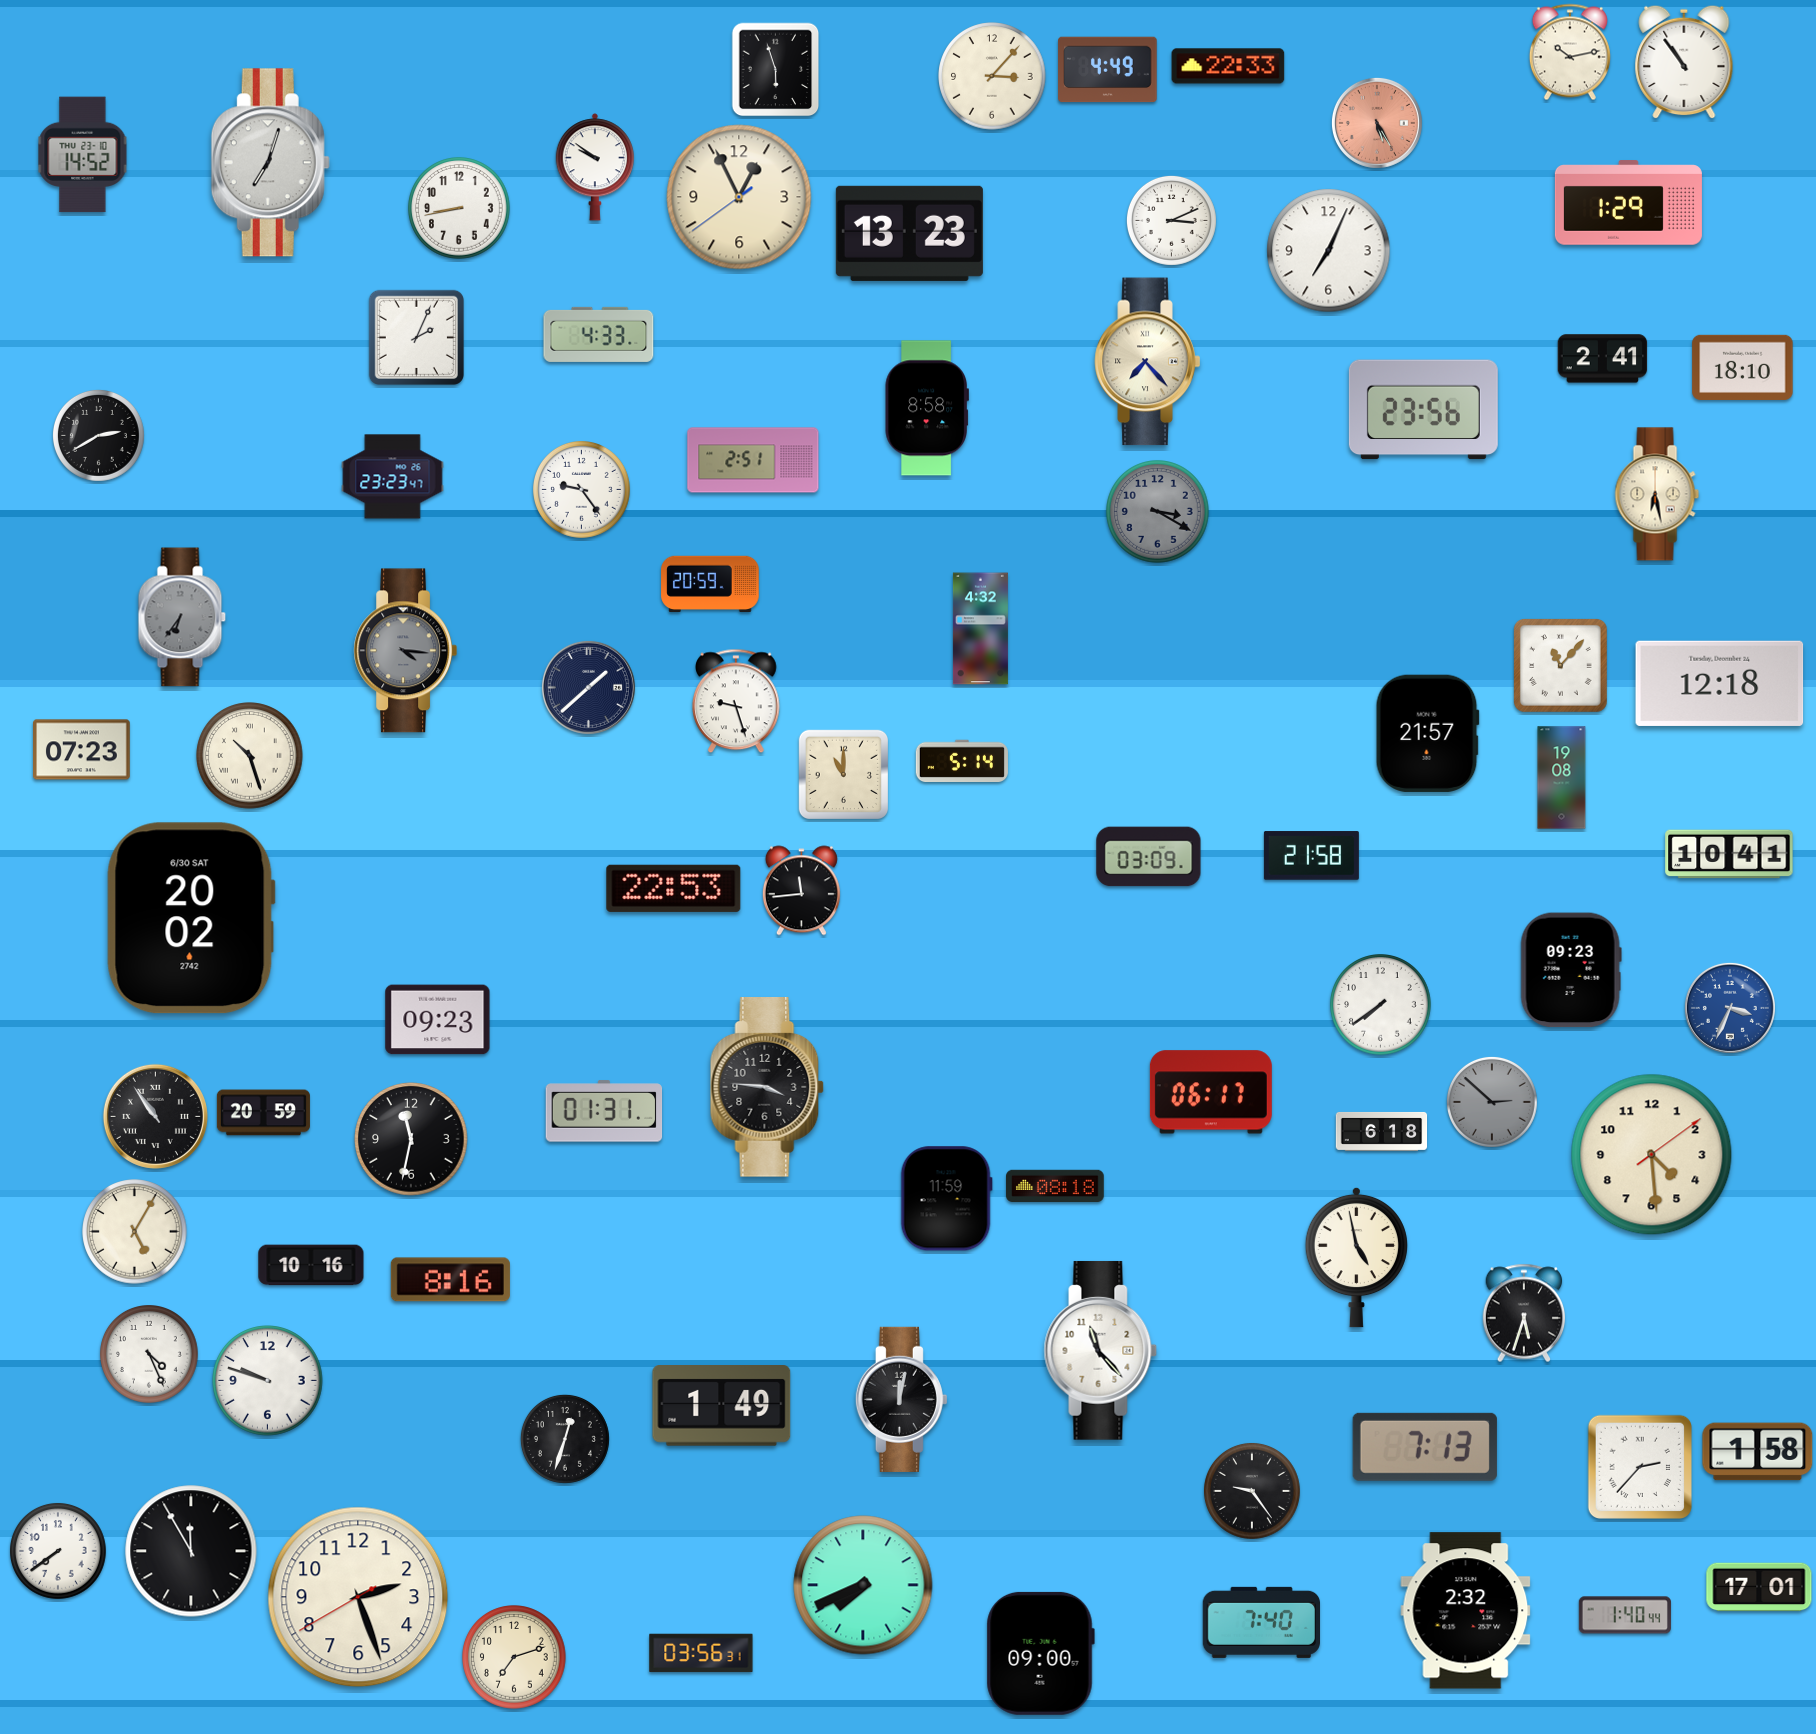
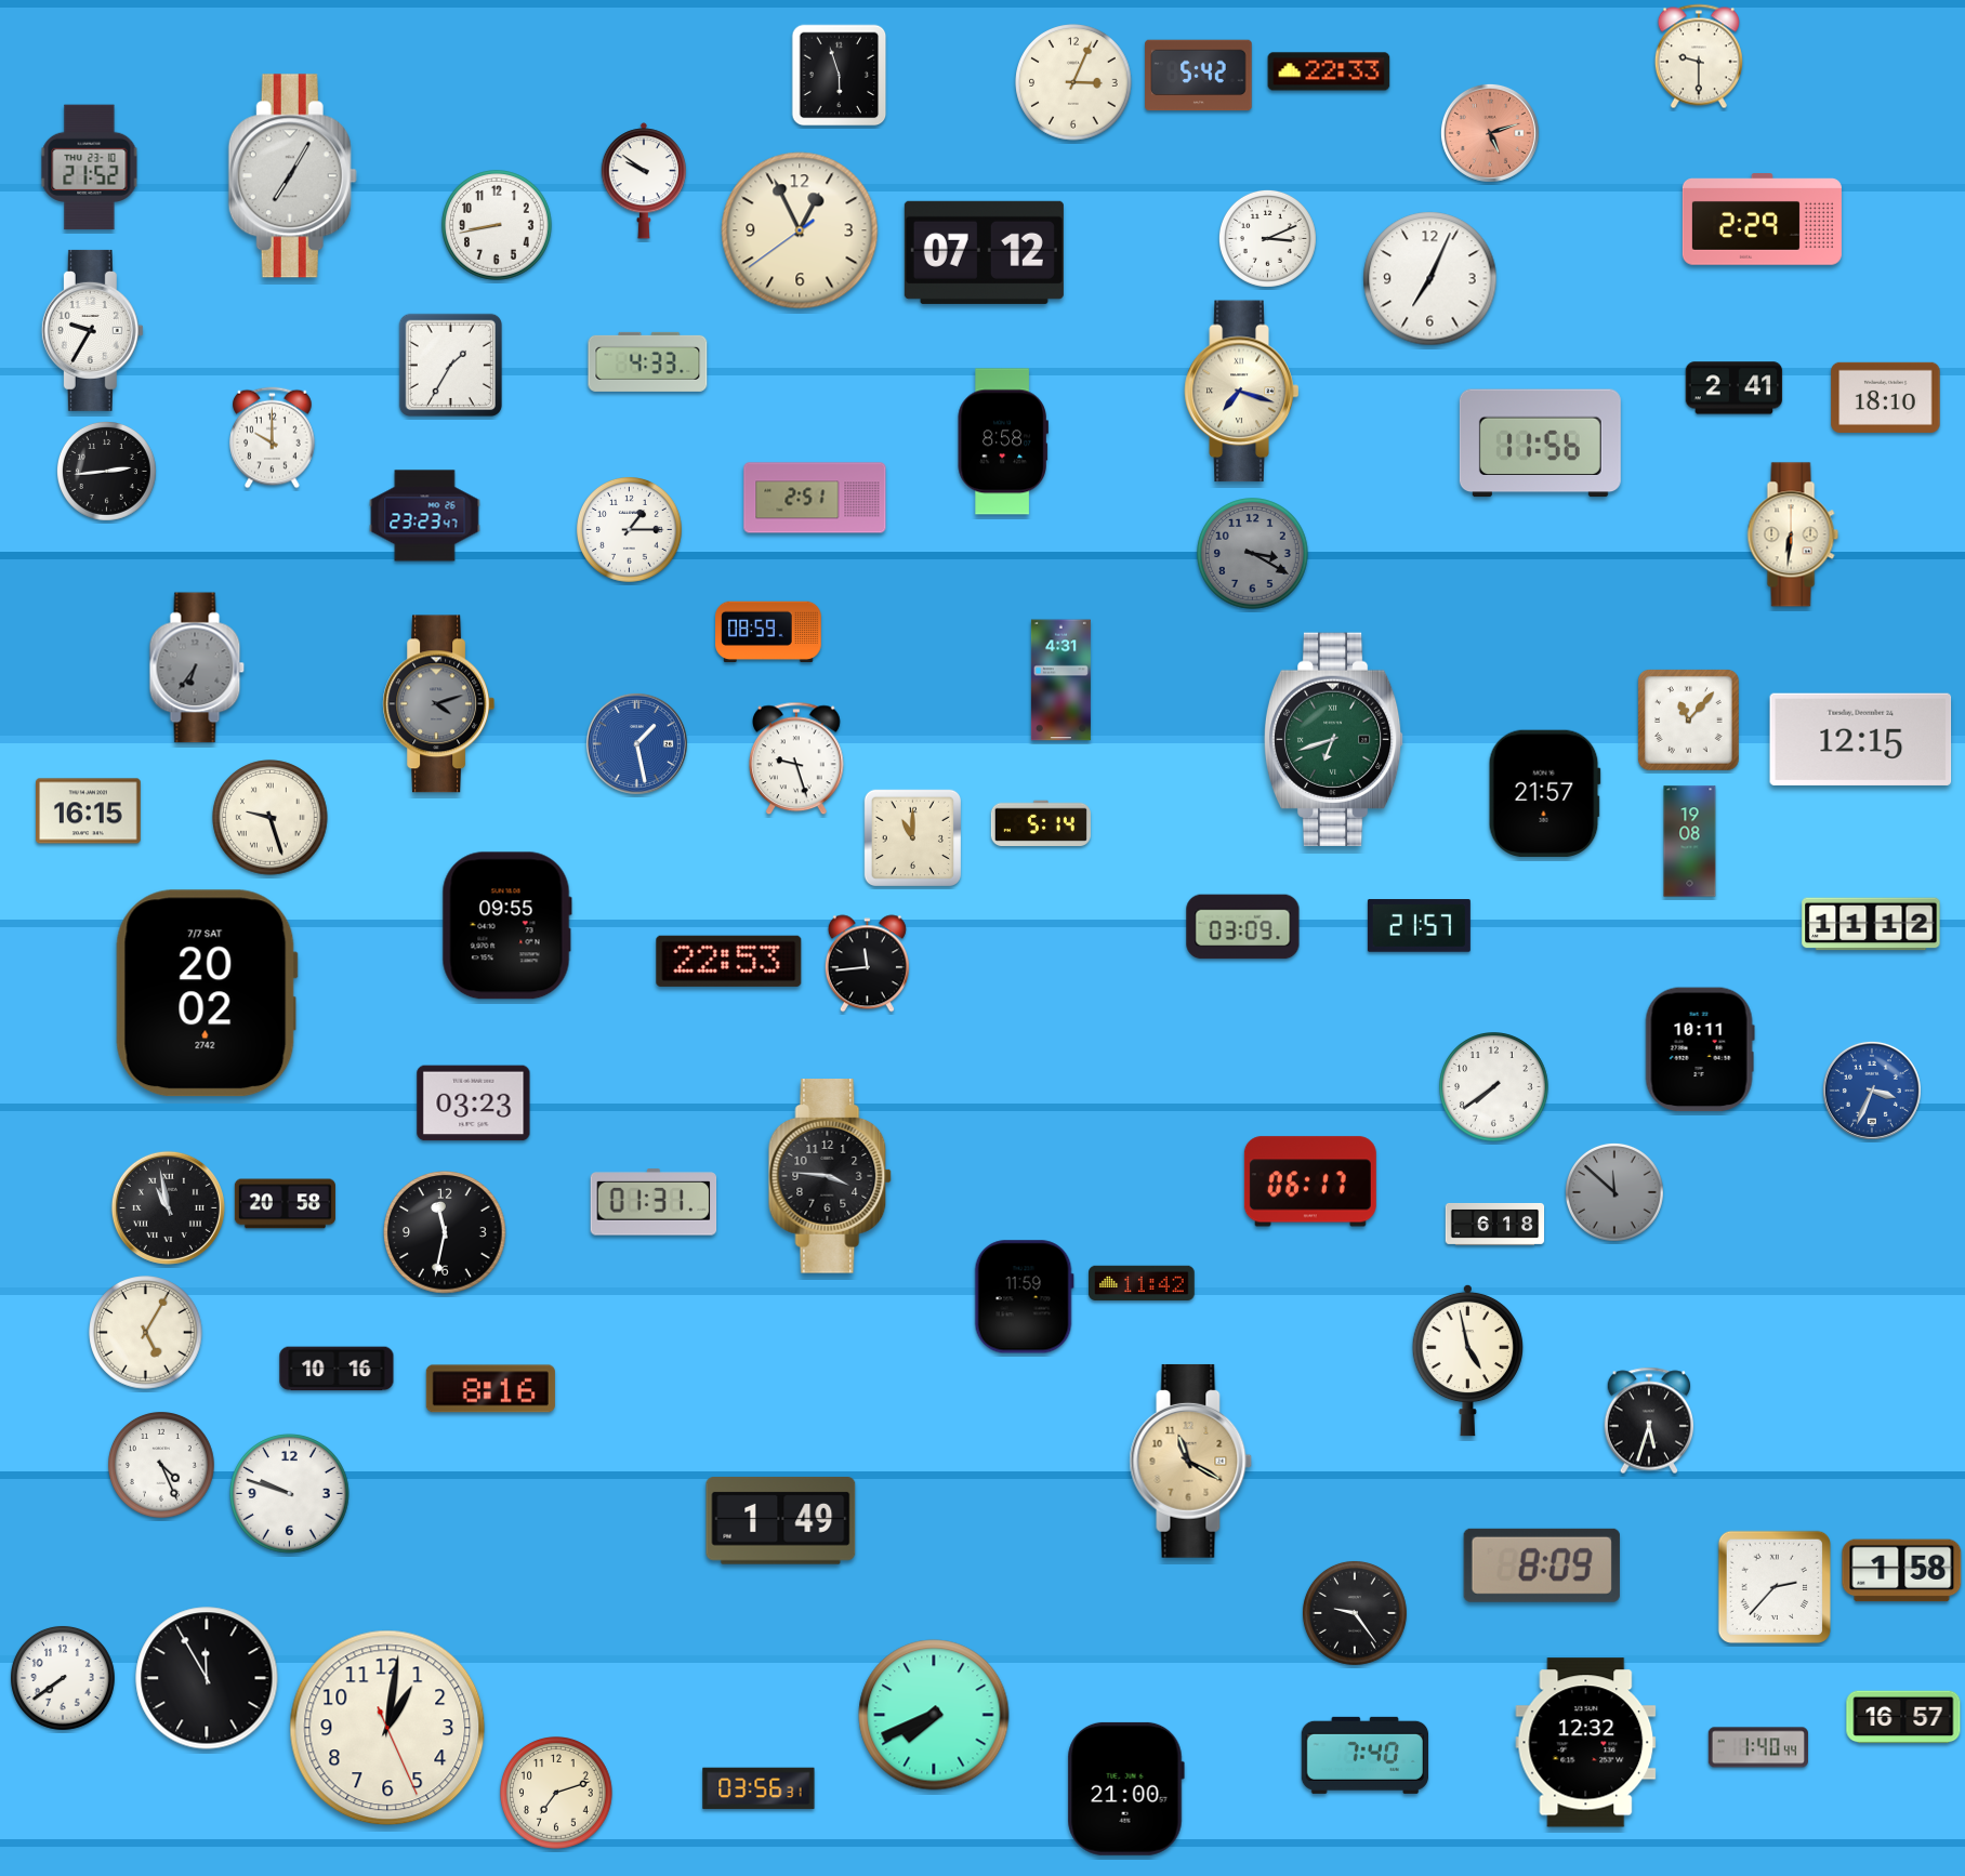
clock at (1570, 52): 10:13 -> 9:30
clock at (1684, 62): 10:54 -> none
clock at (1108, 70): 4:49 -> 5:42
clock at (992, 76): 3:07 -> 3:04
clock at (1377, 123): 5:25 -> 5:12
clock at (83, 155): 14:52 -> 21:52
clock at (270, 163): 7:03 -> 7:05
clock at (739, 197) position: (739, 197) -> (800, 230)
clock at (1628, 203): 1:29 -> 2:29
clock at (909, 233): 13:23 -> 07:12
clock at (1329, 251) position: (1329, 251) -> (1430, 279)
clock at (92, 330): none -> 9:35
clock at (416, 337): 2:04 -> 1:35
clock at (1148, 362): 7:23 -> 7:18
clock at (273, 438): none -> 10:00
clock at (1423, 410): 23:56 -> 11:56
clock at (98, 435): 2:40 -> 2:44
clock at (582, 490): 9:24 -> 1:15
clock at (1657, 494): 6:28 -> 6:31
clock at (710, 583): 20:59 -> 08:59
clock at (980, 629): 4:32 -> 4:31
clock at (406, 651): 4:16 -> 4:12
clock at (1334, 739): none -> 6:42
clock at (1720, 683): 12:18 -> 12:15
clock at (588, 687): 1:38 -> 1:28
clock at (588, 687) dial: navy -> blue
clock at (82, 750): 07:23 -> 16:15
clock at (250, 756): 10:27 -> 9:27
clock at (1729, 854): 10:41 -> 11:12
clock at (506, 926): none -> 09:55
clock at (1311, 856): 21:58 -> 21:57
clock at (191, 918) date: 6/30 SAT -> 7/7 SAT
clock at (1571, 970): 09:23 -> 10:11
clock at (438, 1020): 09:23 -> 03:23
clock at (1492, 1102): 2:52 -> 11:52
clock at (263, 1113): 20:59 -> 20:58
clock at (155, 1116): 10:54 -> 10:58
clock at (1652, 1155): 4:29 -> none
clock at (1055, 1186): 08:18 -> 11:42
clock at (450, 1280) position: (450, 1280) -> (490, 1389)
clock at (1101, 1351): 11:23 -> 11:20
clock at (1101, 1351) dial: white -> champagne
clock at (901, 1399): 12:02 -> none
clock at (565, 1439): 12:33 -> none
clock at (1425, 1447): 7:13 -> 8:09
clock at (1759, 1587): 17:01 -> 16:57
clock at (358, 1597): 2:26 -> 1:01
clock at (1466, 1611): 2:32 -> 12:32
clock at (1040, 1653): 09:00 -> 21:00
